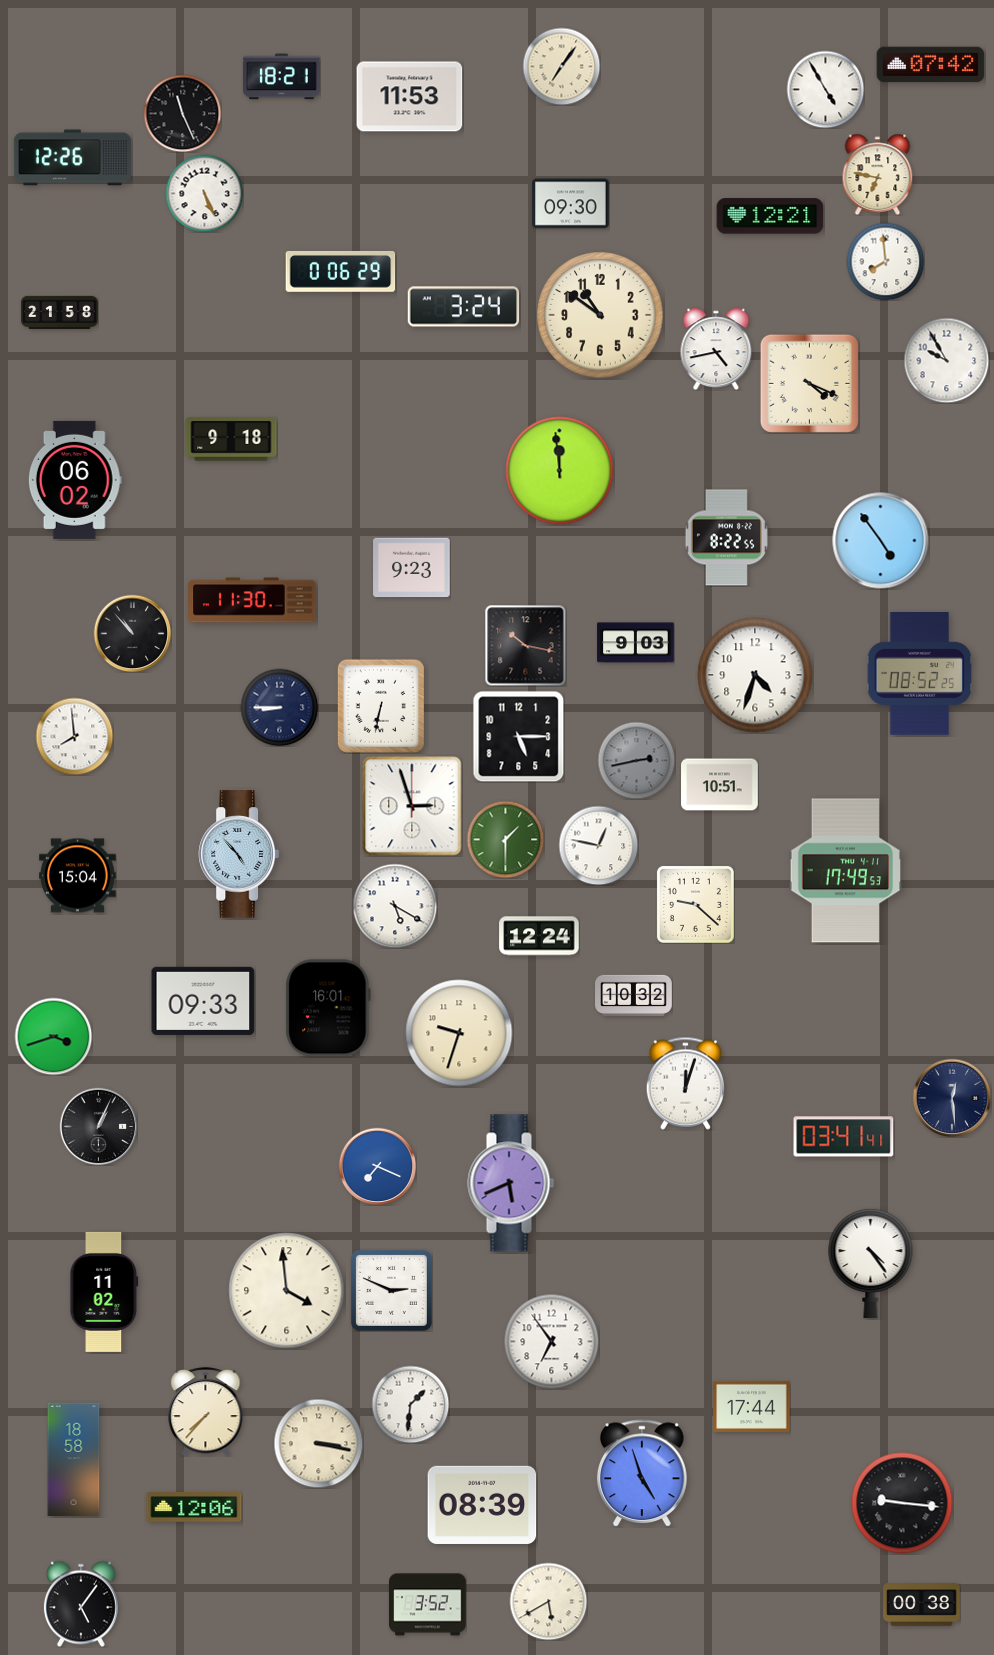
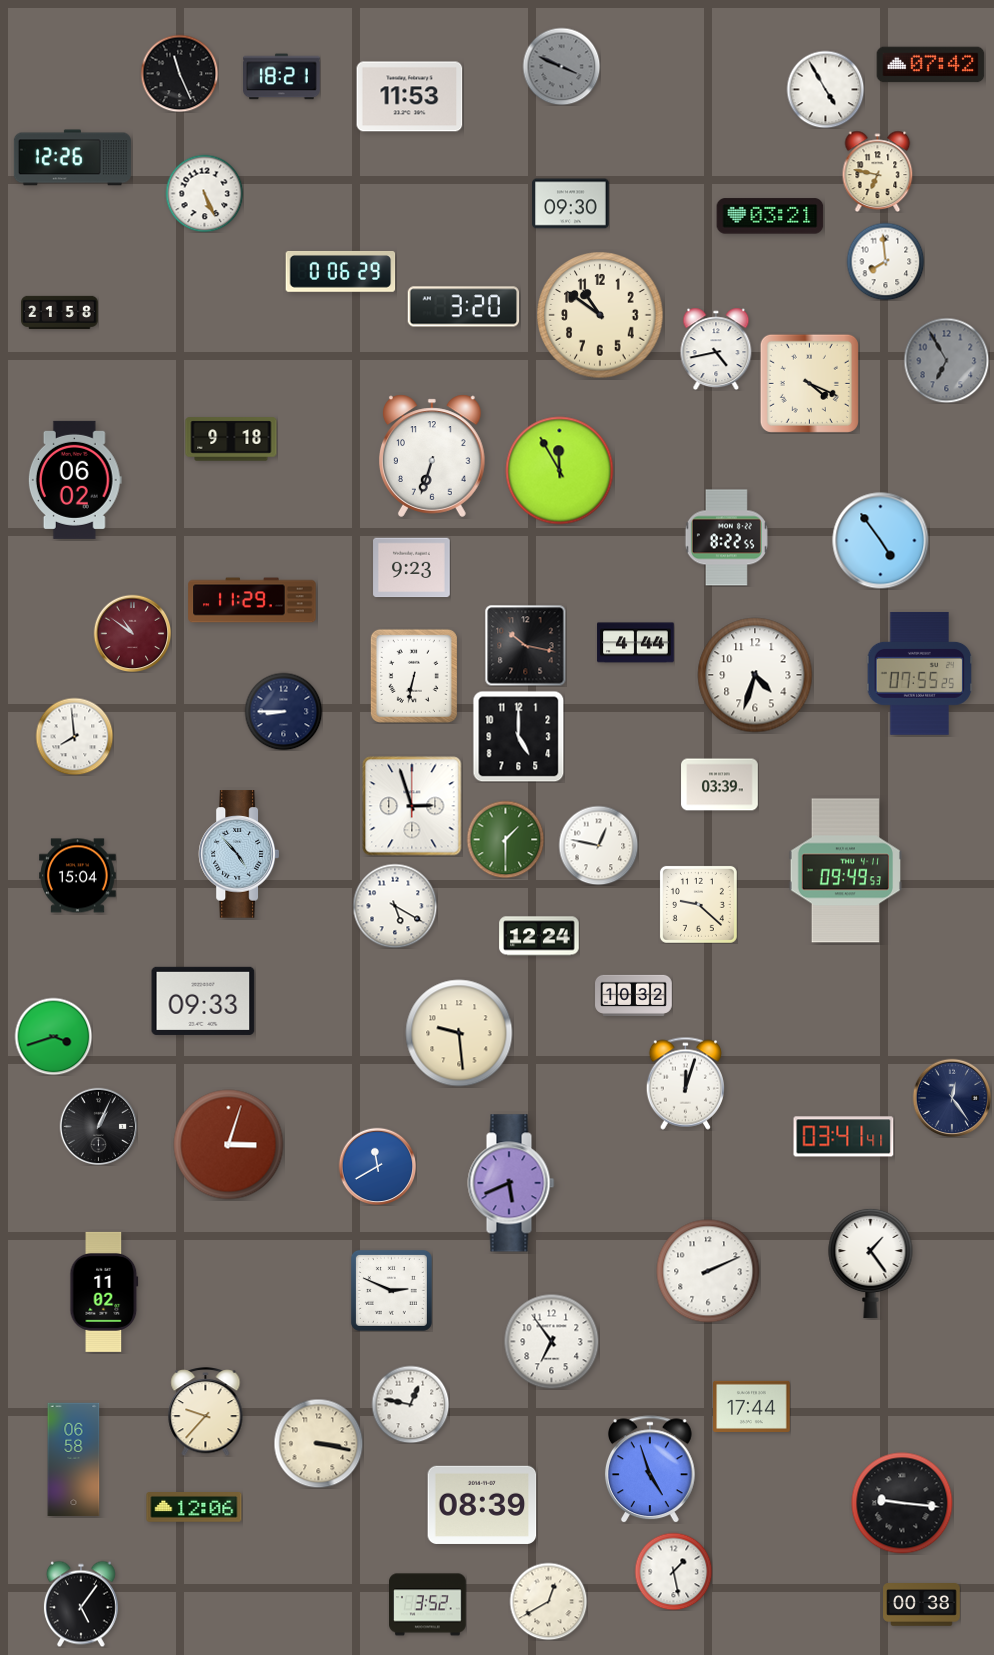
clock at (561, 66): 7:06 -> 3:49
clock at (561, 66) dial: cream -> grey
clock at (182, 113) position: (182, 113) -> (179, 73)
clock at (878, 174) position: (878, 174) -> (878, 171)
clock at (770, 216): 12:21 -> 03:21
clock at (464, 307): 3:24 -> 3:20
clock at (946, 360): 9:55 -> 6:55
clock at (946, 360) dial: white -> grey
clock at (433, 456): none -> 6:33
clock at (560, 471): 11:59 -> 11:55
clock at (252, 600): 11:30 -> 11:29
clock at (132, 633): 10:53 -> 10:51
clock at (132, 633) dial: black -> burgundy
clock at (636, 643): 9:03 -> 4:44
clock at (920, 673): 08:52 -> 07:55
clock at (381, 706) position: (381, 706) -> (414, 676)
clock at (279, 707) position: (279, 707) -> (283, 711)
clock at (518, 736): 5:15 -> 5:00
clock at (636, 760): 2:43 -> none
clock at (720, 785): 10:51 -> 03:39
clock at (845, 871): 17:49 -> 09:49
clock at (695, 904) position: (695, 904) -> (698, 904)
clock at (328, 1008): 16:01 -> none
clock at (459, 1033): 9:33 -> 9:29
clock at (952, 1098): 12:29 -> 12:24
clock at (229, 1145): none -> 3:03
clock at (377, 1166): 7:19 -> 11:40
clock at (871, 1263): 4:24 -> 1:24
clock at (708, 1271): none -> 2:11
clock at (287, 1291): 3:59 -> none
clock at (410, 1404): 1:31 -> 12:47
clock at (206, 1412): 7:37 -> 9:37
clock at (74, 1460): 18:58 -> 06:58
clock at (642, 1473) position: (642, 1473) -> (650, 1469)
clock at (673, 1571): none -> 1:28
clock at (548, 1601): 5:40 -> 12:40
